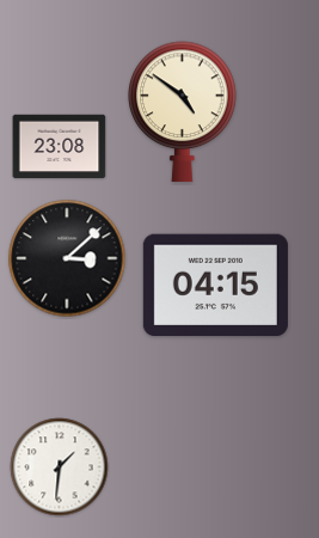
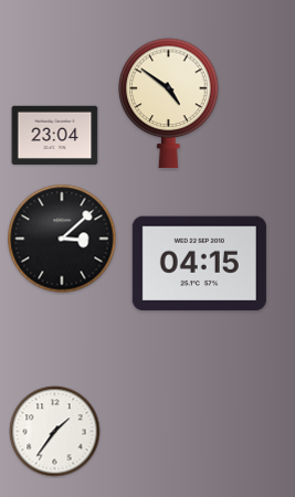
clock at (60, 147): 23:08 -> 23:04
clock at (60, 467): 1:31 -> 1:36
